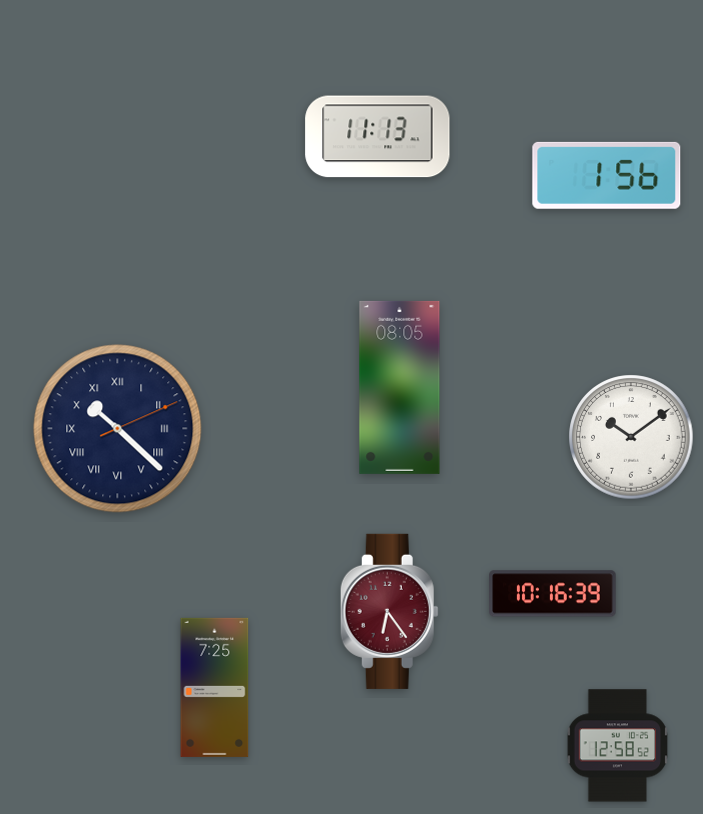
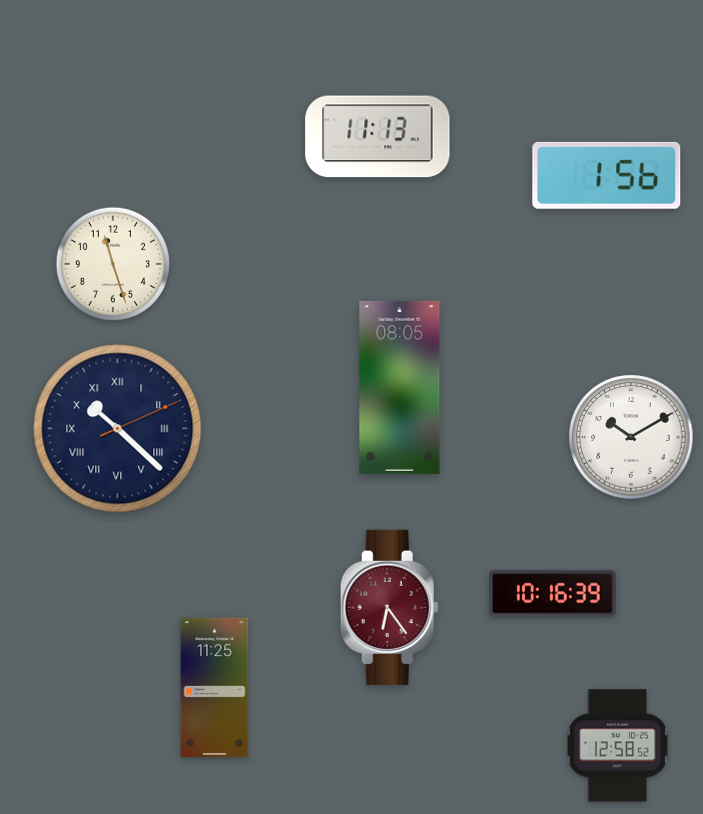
clock at (112, 263): none -> 11:27
clock at (631, 437): 10:09 -> 10:10
clock at (389, 611) position: (389, 611) -> (389, 607)
clock at (215, 687): 7:25 -> 11:25
